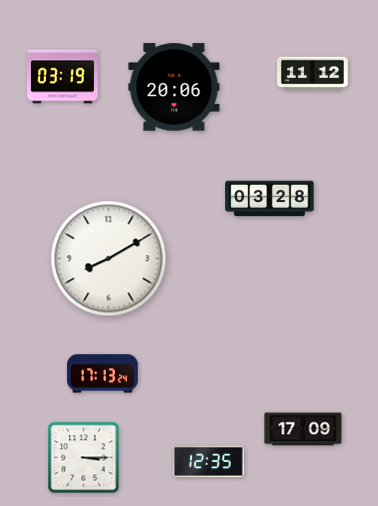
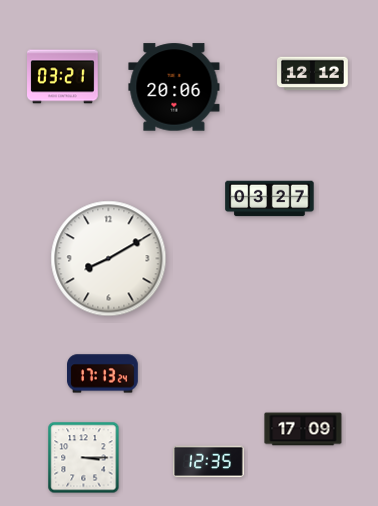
clock at (313, 74): 11:12 -> 12:12
clock at (63, 77): 03:19 -> 03:21
clock at (270, 199): 03:28 -> 03:27
